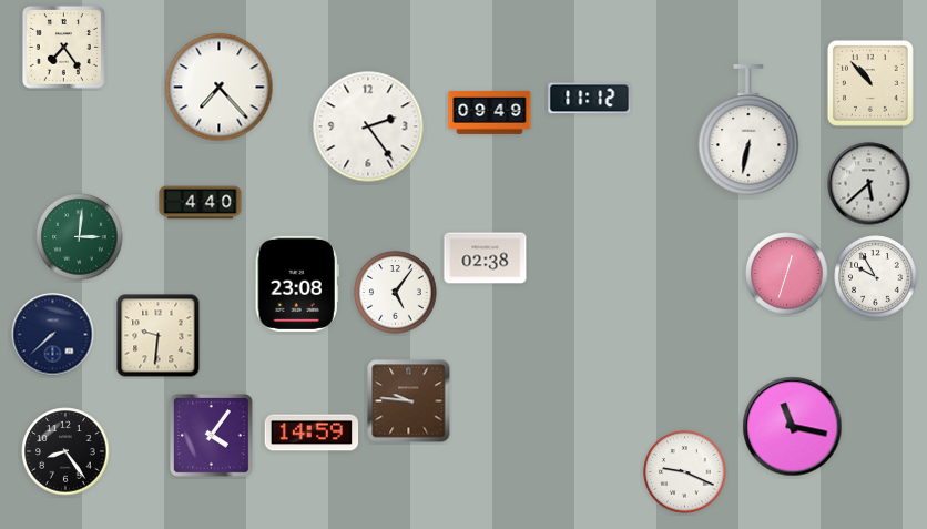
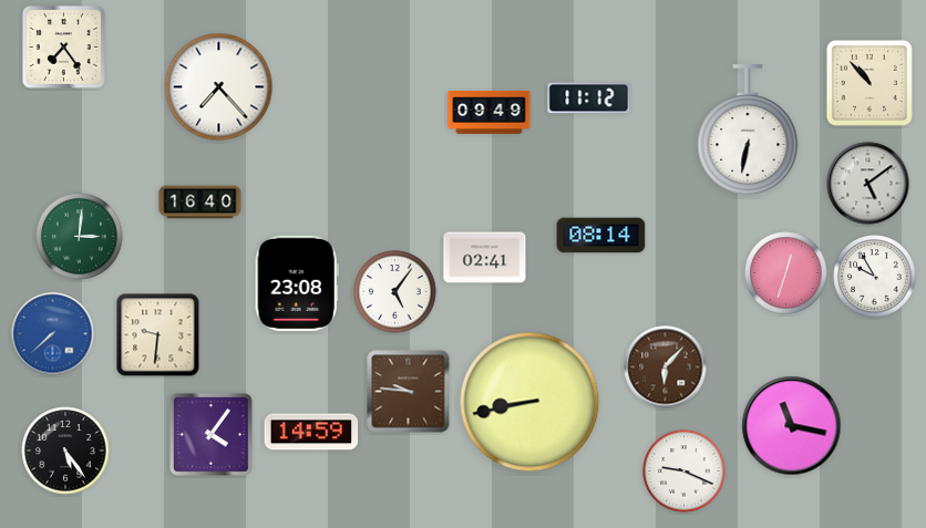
clock at (368, 126): 2:24 -> none
clock at (869, 184): 5:38 -> 5:09
clock at (201, 203): 4:40 -> 16:40
clock at (601, 236): none -> 08:14
clock at (486, 258): 02:38 -> 02:41
clock at (53, 335) dial: navy -> blue
clock at (666, 367): none -> 6:07
clock at (409, 401) position: (409, 401) -> (409, 392)
clock at (529, 402): none -> 8:43
clock at (65, 451): 8:24 -> 5:24
